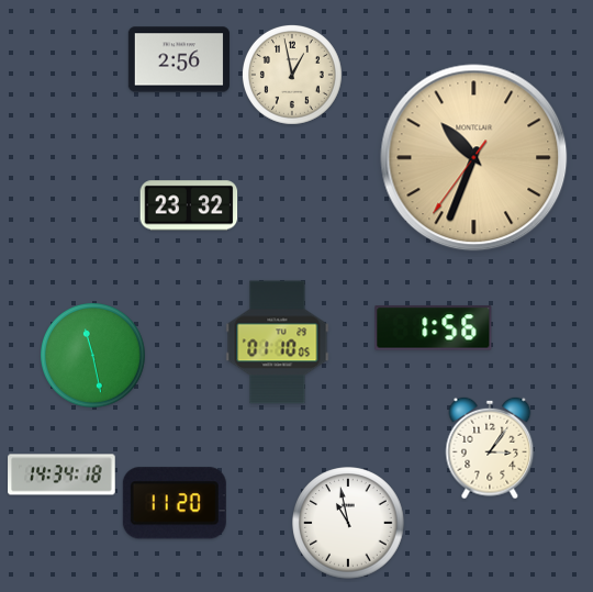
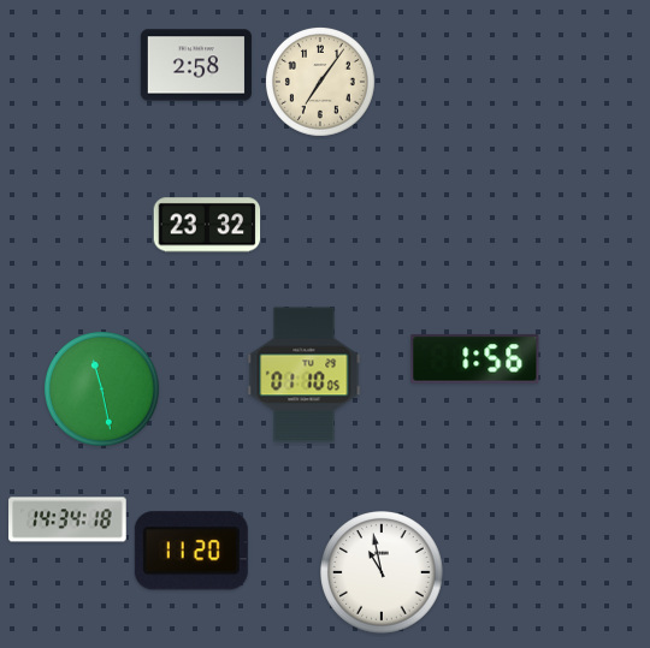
clock at (179, 59): 2:56 -> 2:58
clock at (292, 75): 12:58 -> 7:06
clock at (474, 158): 10:33 -> none
clock at (490, 448): 3:06 -> none
